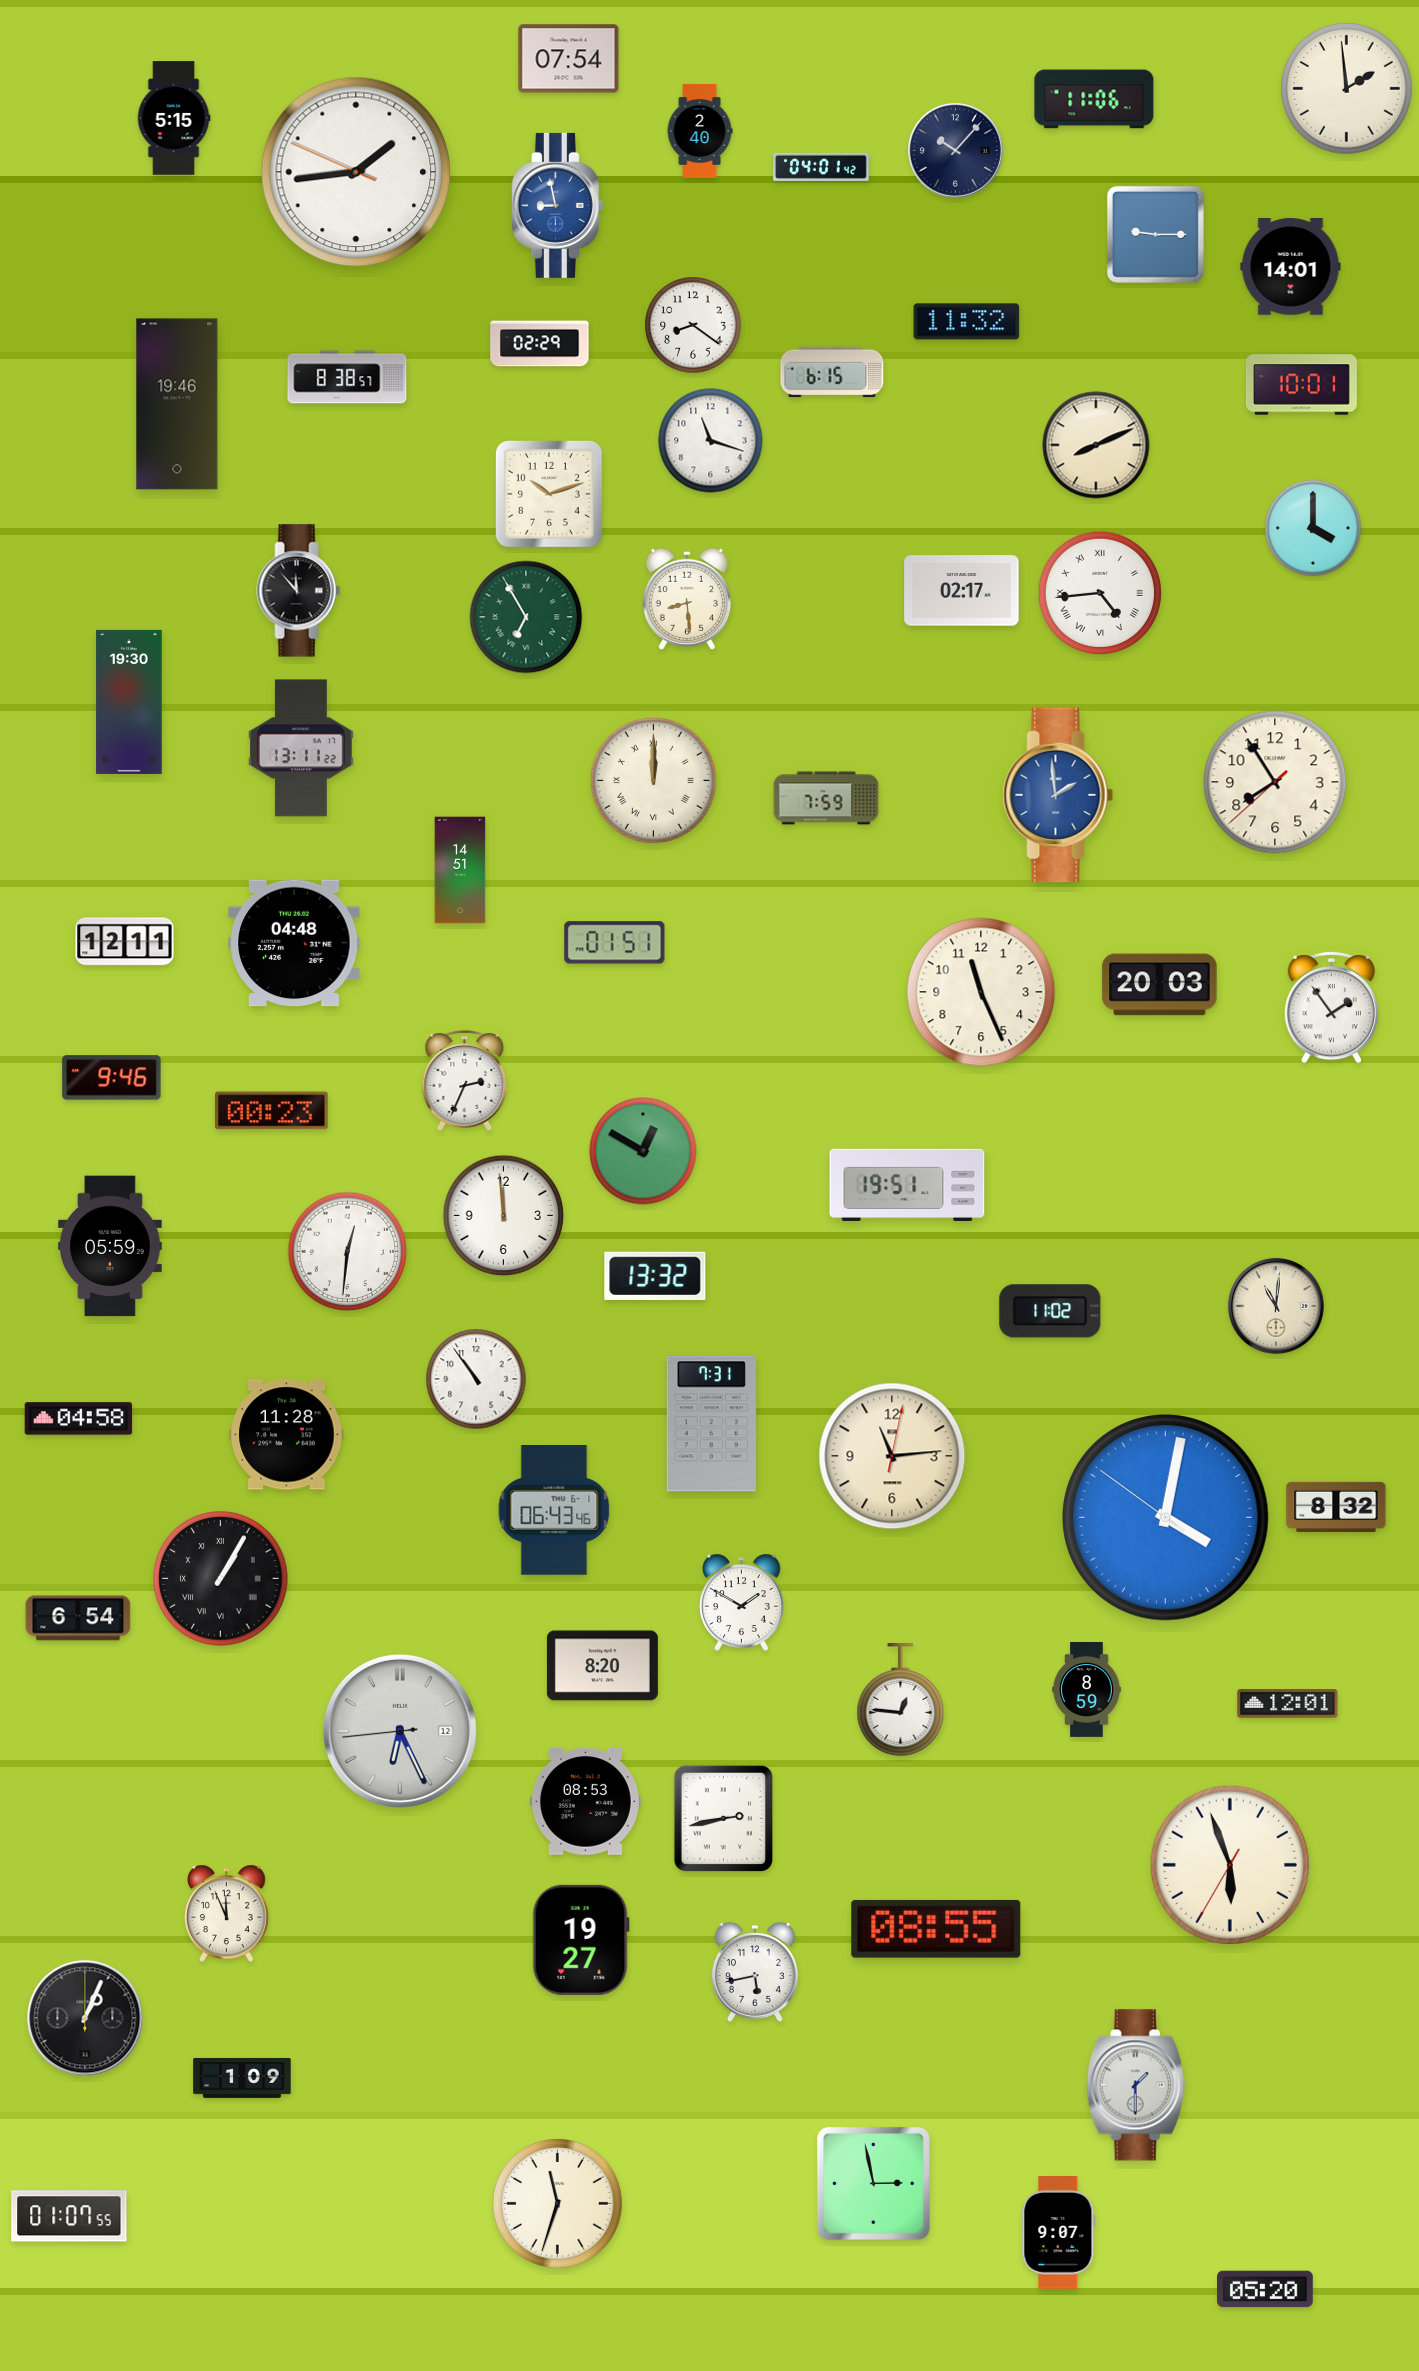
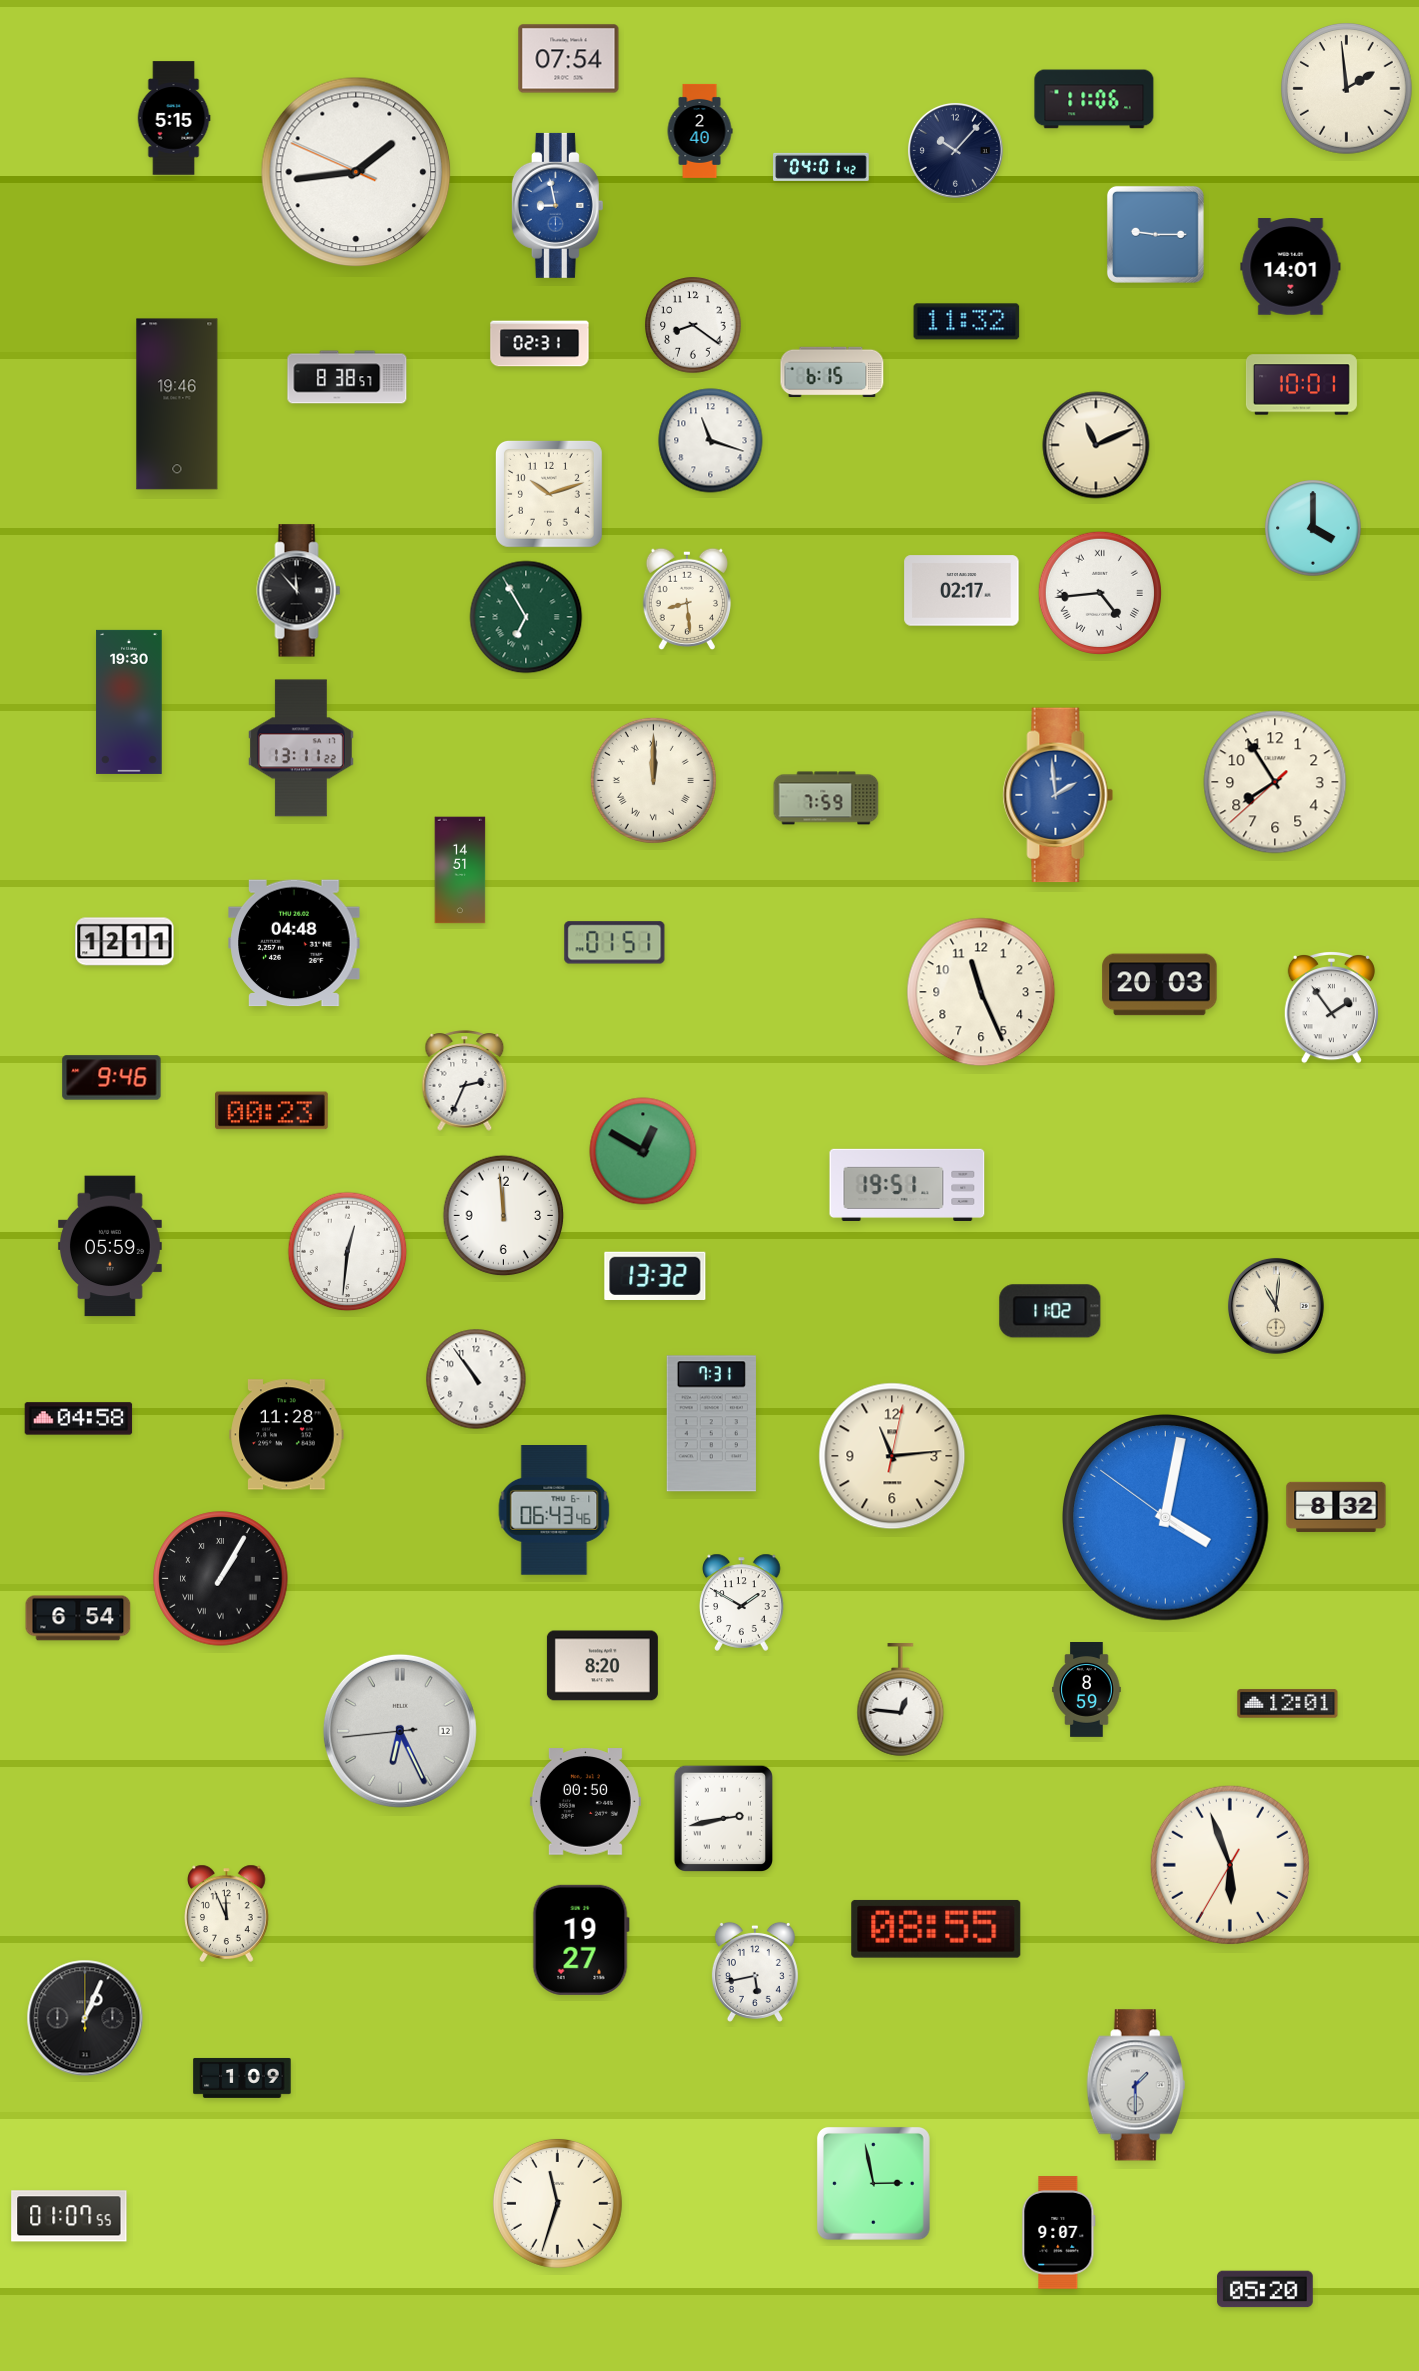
clock at (540, 344): 02:29 -> 02:31
clock at (1096, 445): 8:11 -> 11:11
clock at (585, 1802): 08:53 -> 00:50
